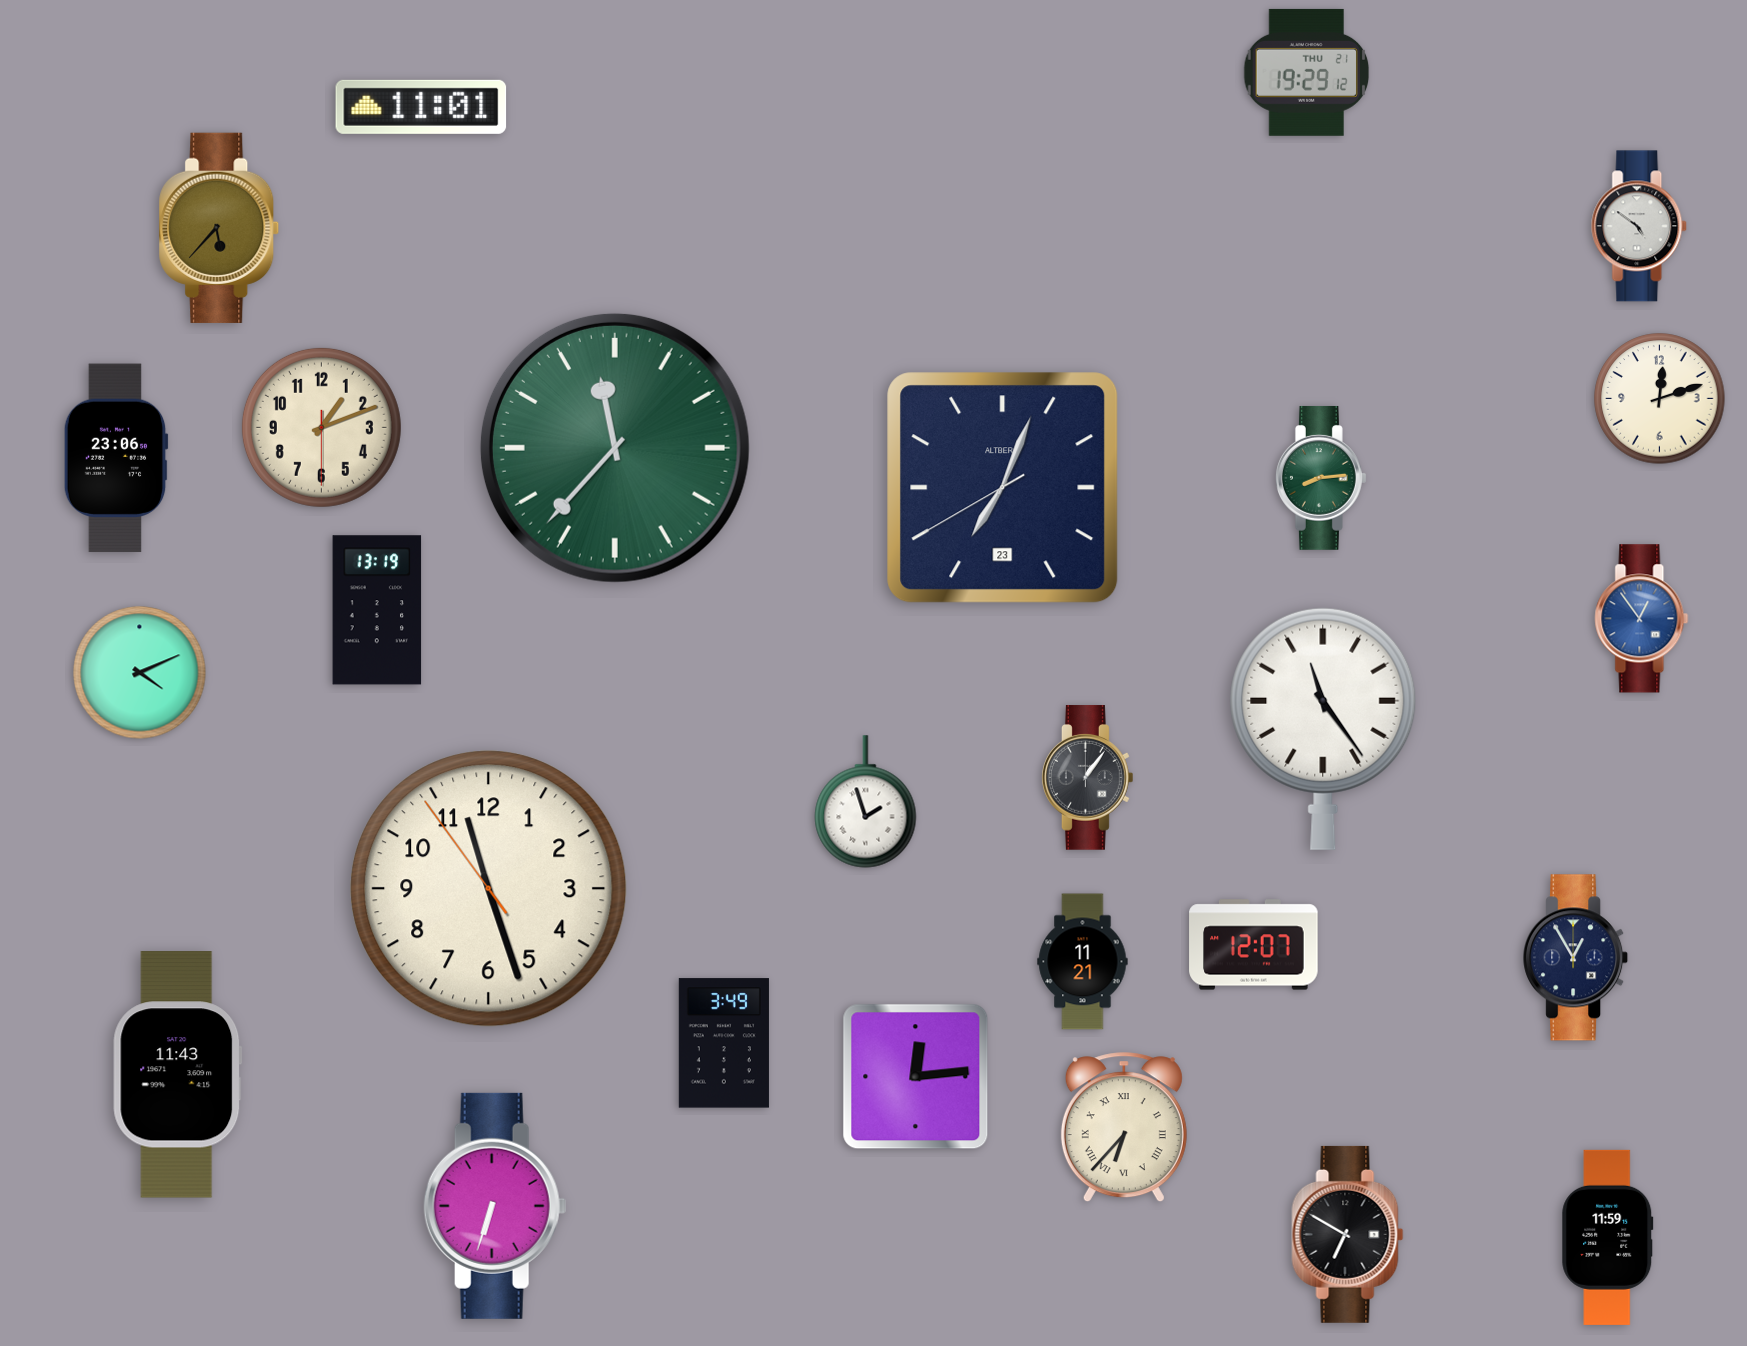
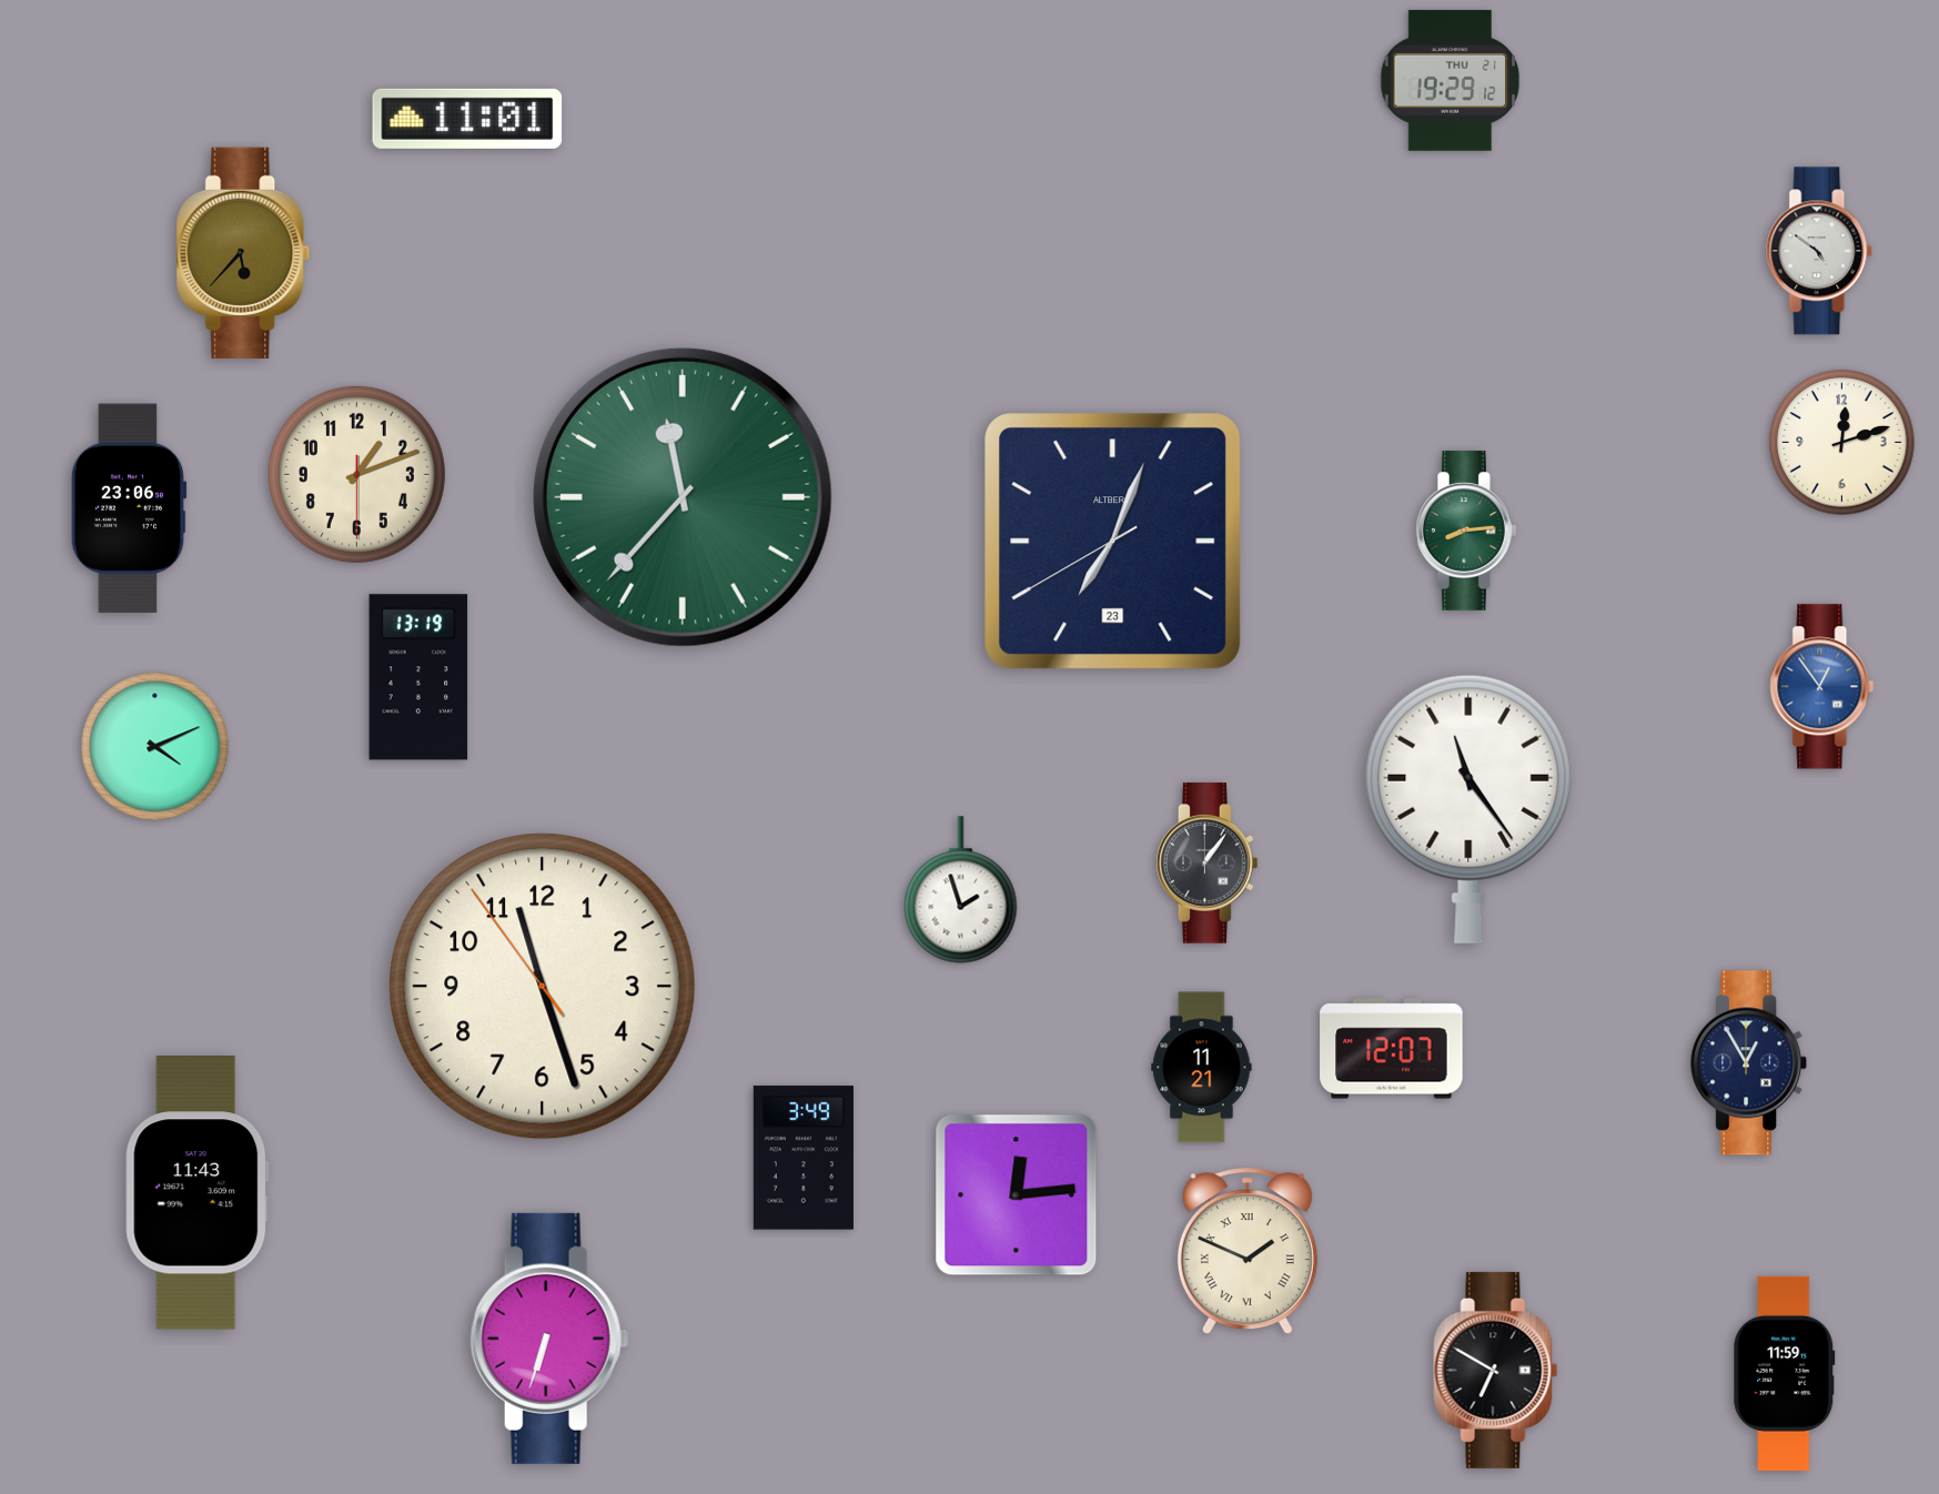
clock at (1124, 1128): 6:37 -> 1:49
